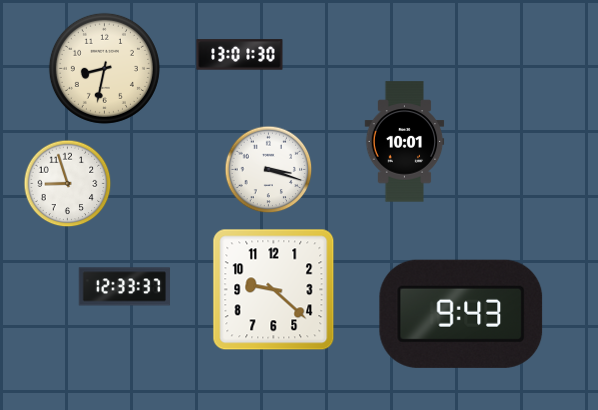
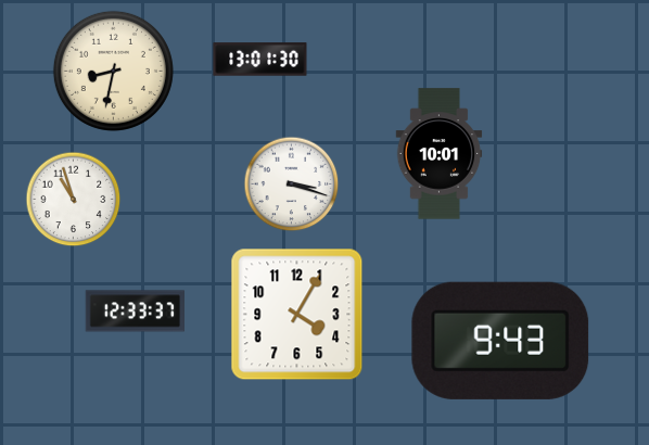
clock at (104, 68) position: (104, 68) -> (113, 71)
clock at (68, 184): 8:57 -> 10:57
clock at (274, 290): 9:22 -> 4:05
